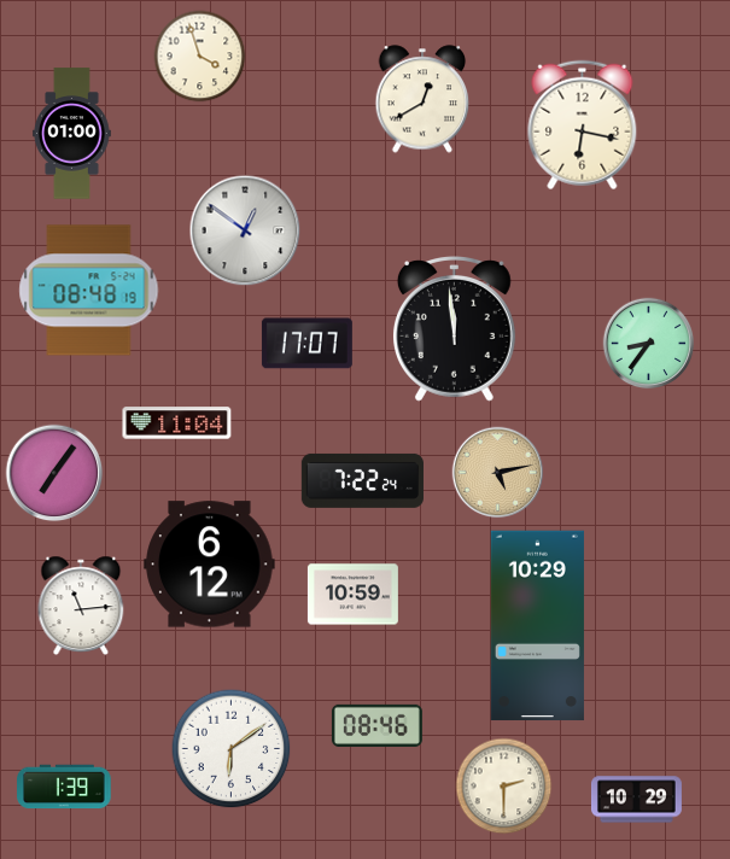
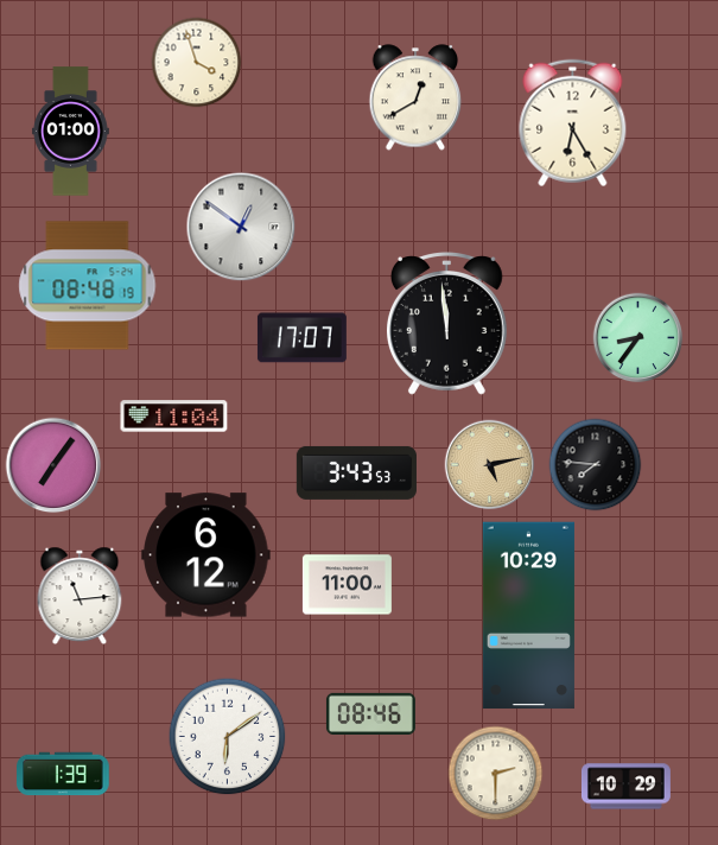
clock at (200, 57) position: (200, 57) -> (197, 63)
clock at (583, 125): 6:17 -> 6:25
clock at (596, 465): none -> 7:46
clock at (362, 480): 7:22 -> 3:43
clock at (352, 595): 10:59 -> 11:00
